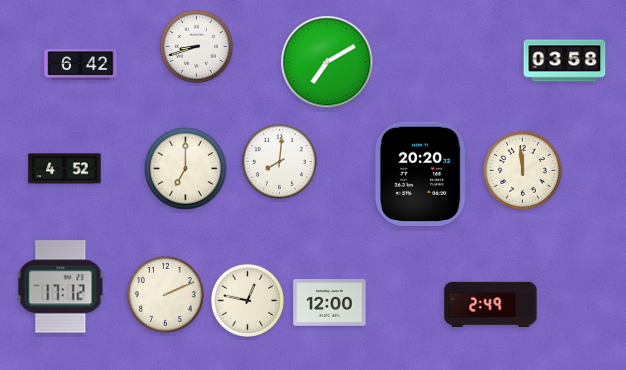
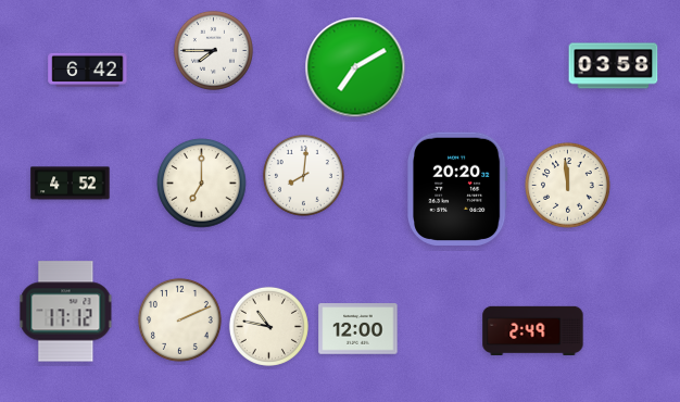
clock at (196, 46): 8:42 -> 7:45
clock at (247, 300): 12:47 -> 10:47
